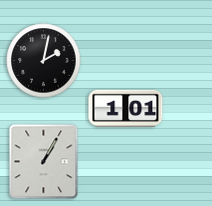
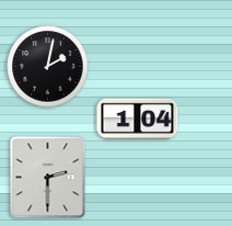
clock at (126, 108): 1:01 -> 1:04
clock at (44, 162): 1:05 -> 2:30
